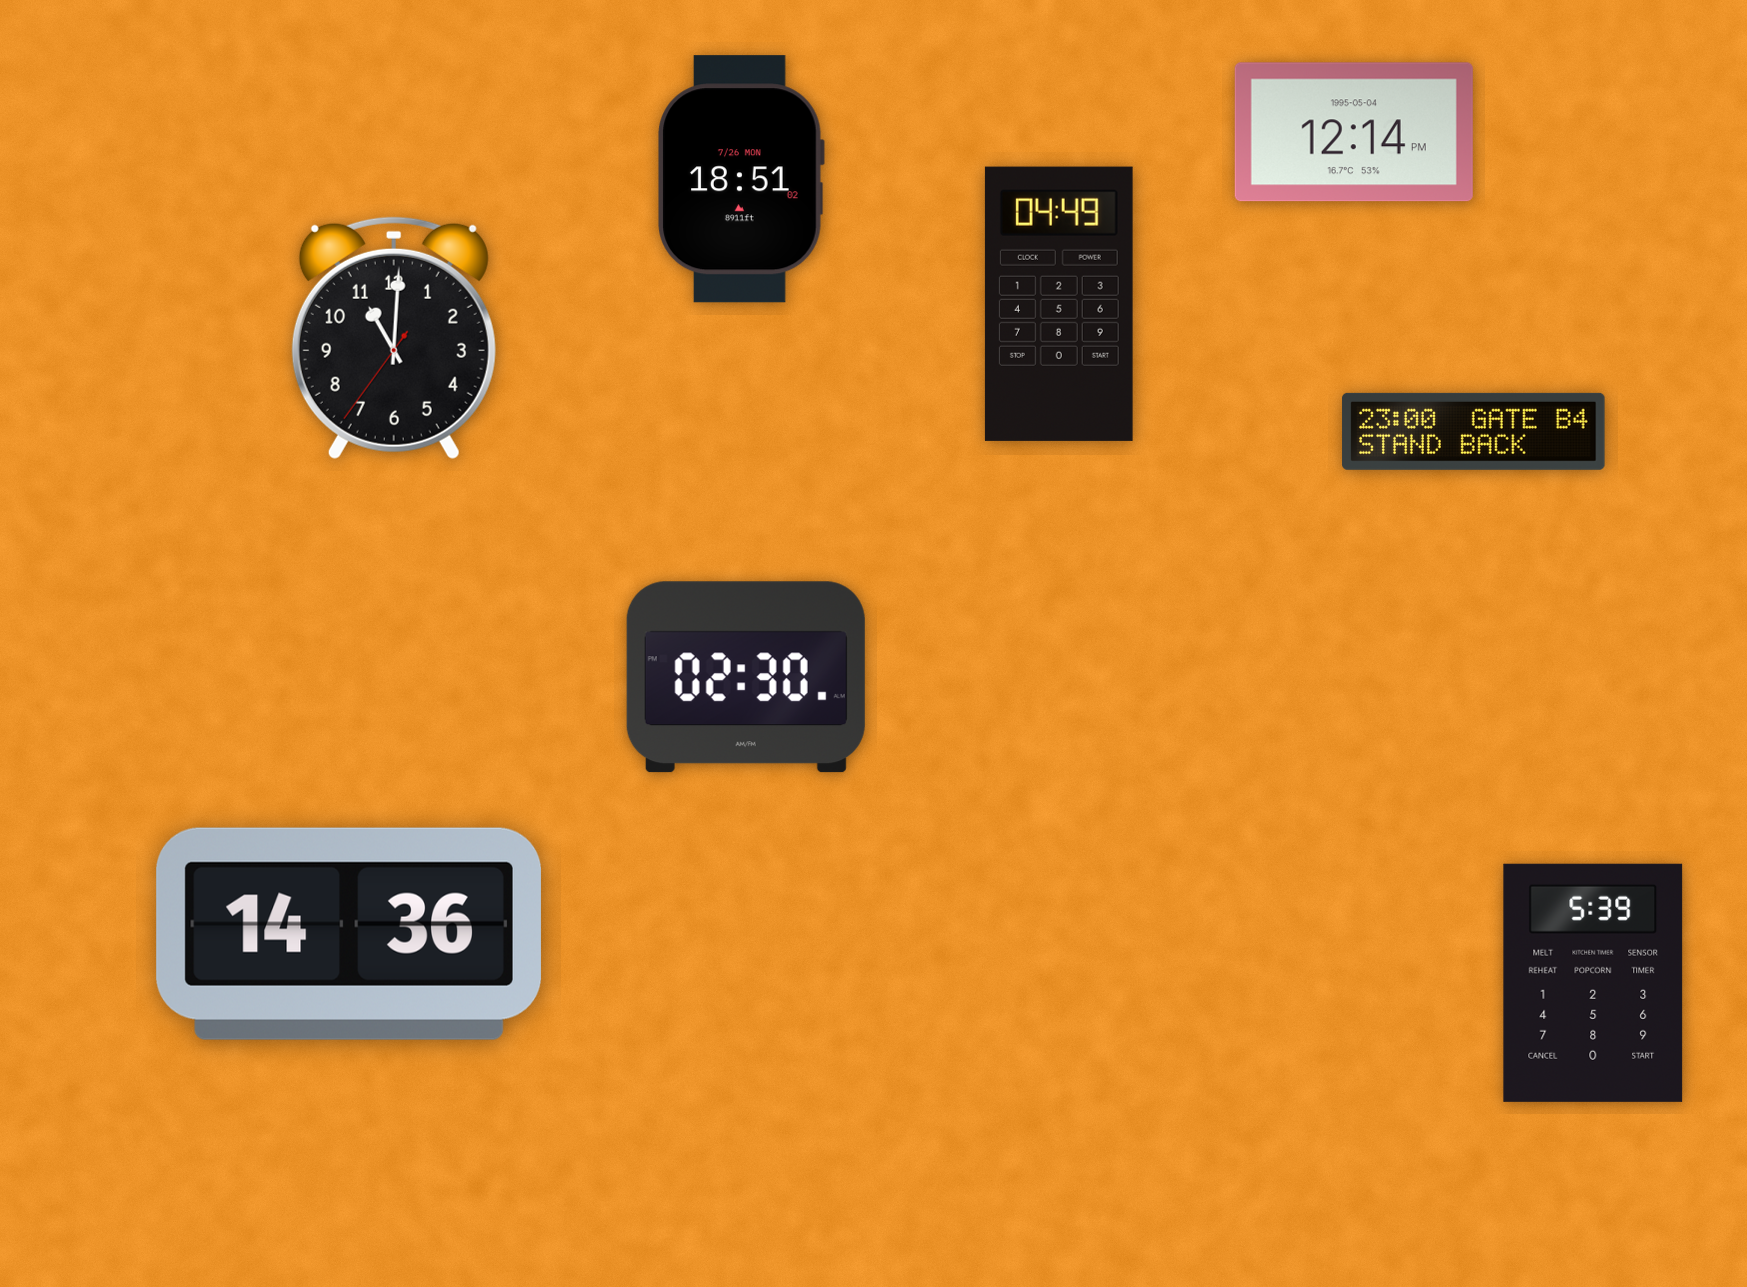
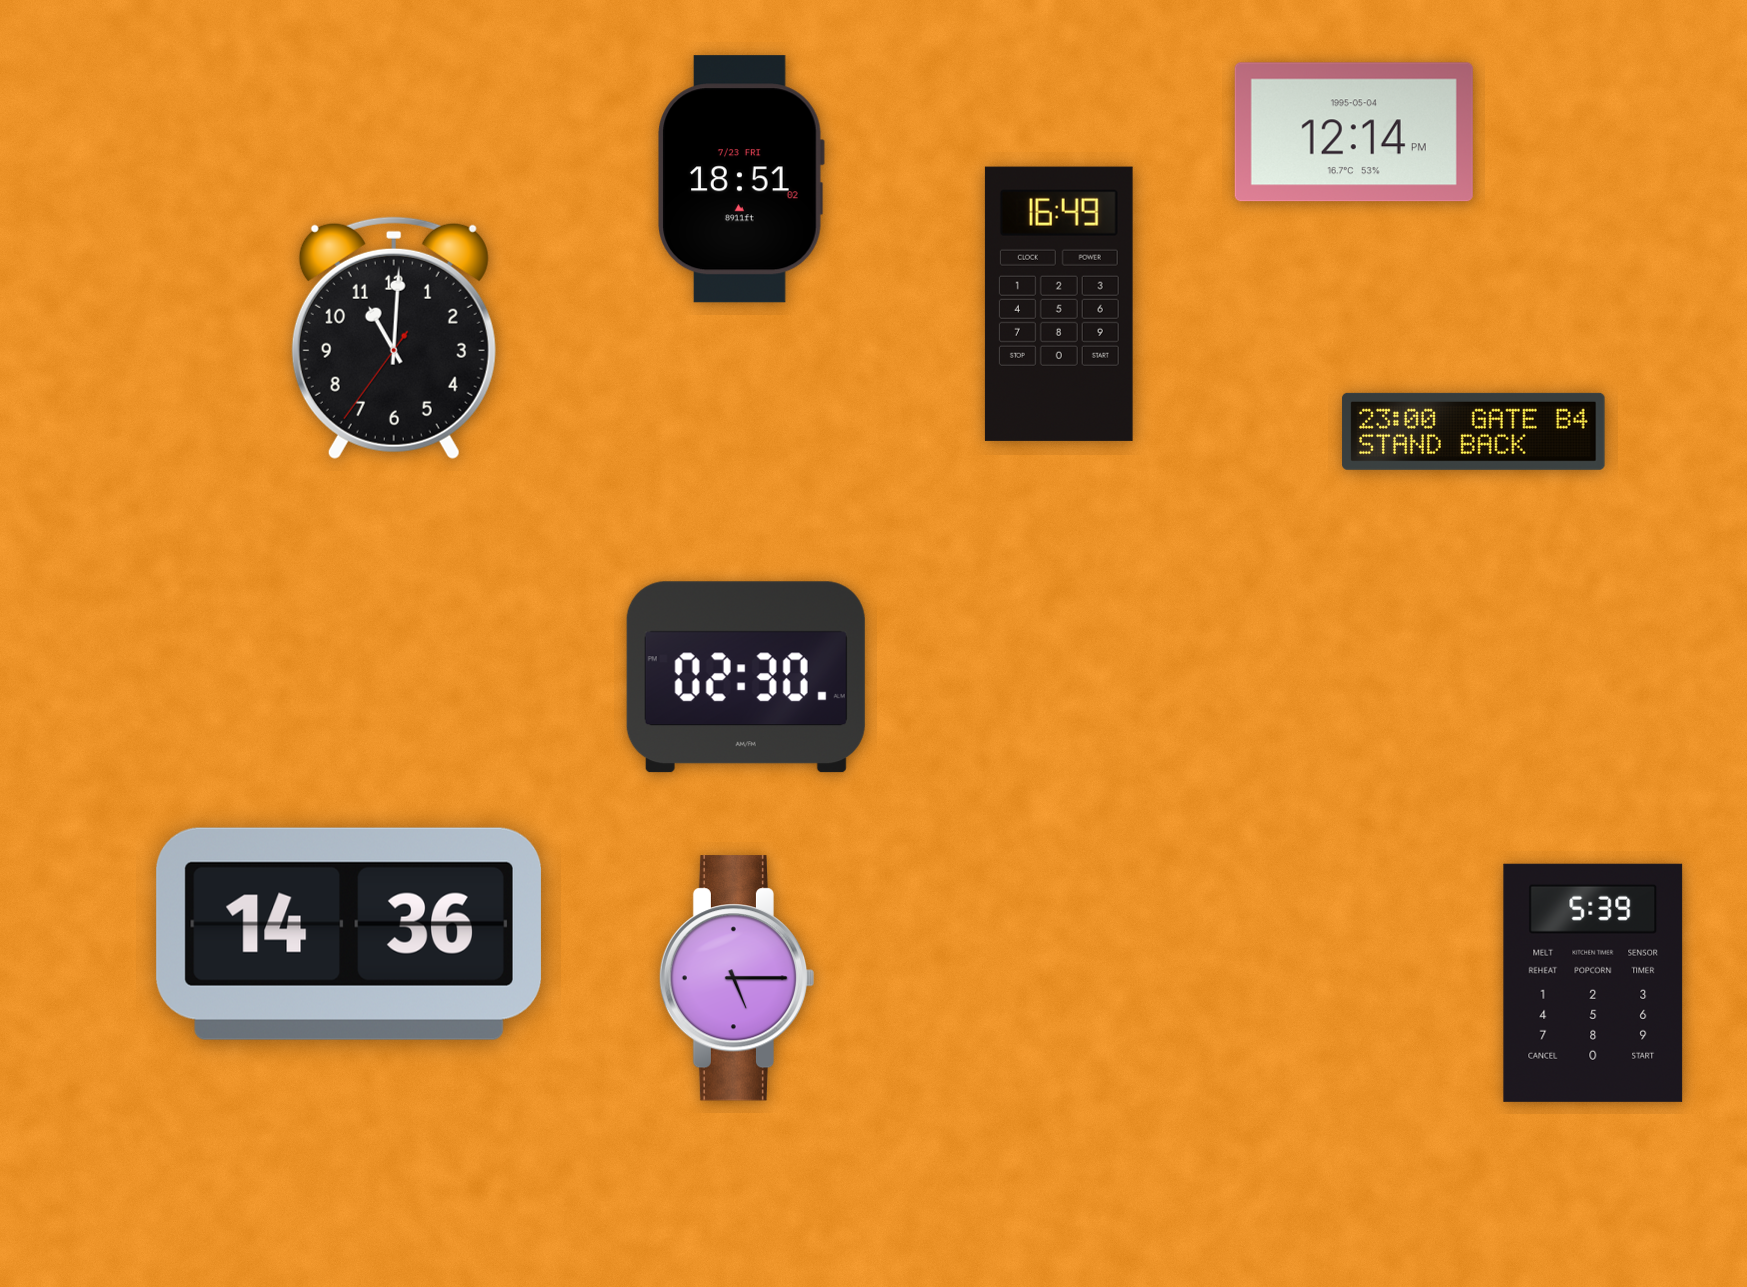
clock at (741, 179) date: 7/26 MON -> 7/23 FRI
clock at (1059, 304): 04:49 -> 16:49
clock at (736, 978): none -> 5:15
